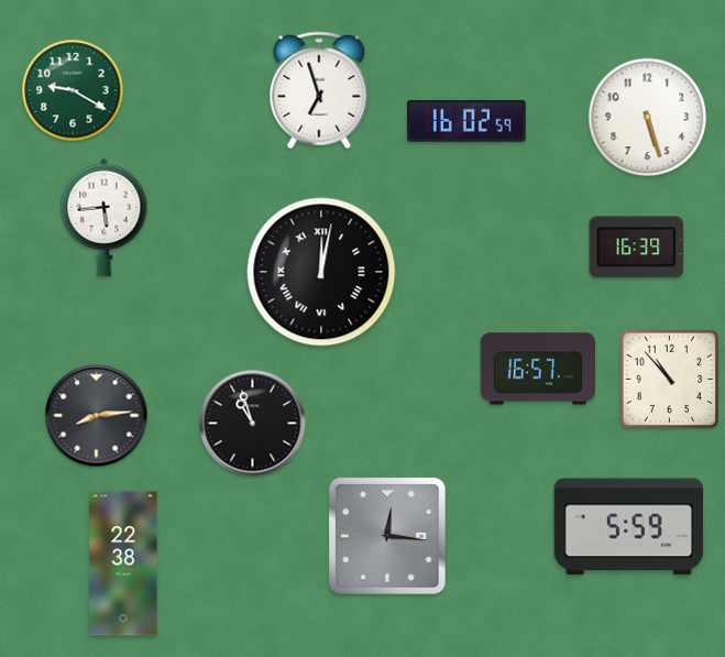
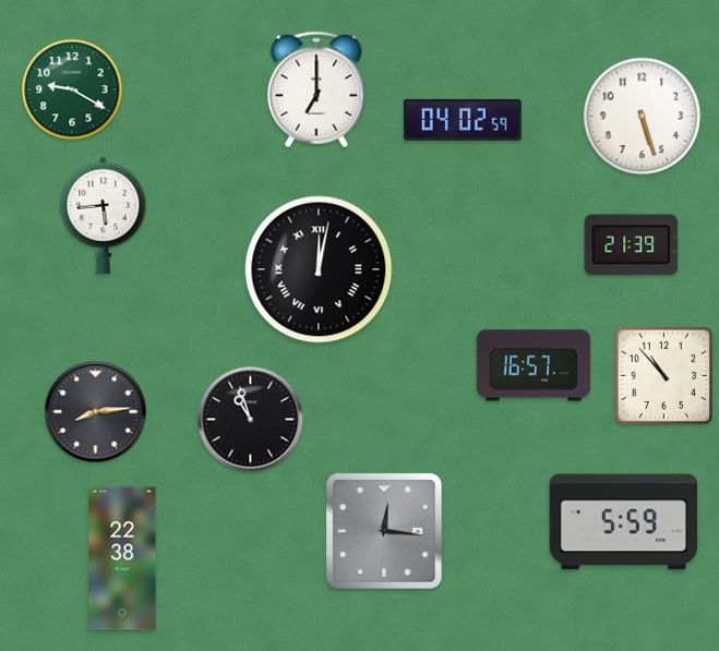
clock at (319, 90): 6:57 -> 7:00
clock at (466, 121): 16:02 -> 04:02
clock at (637, 248): 16:39 -> 21:39
